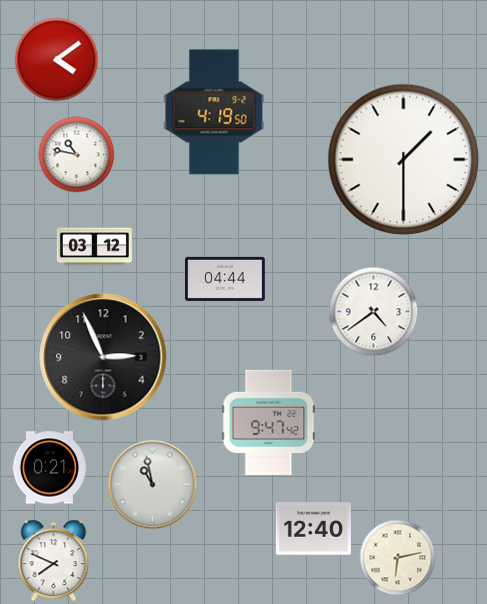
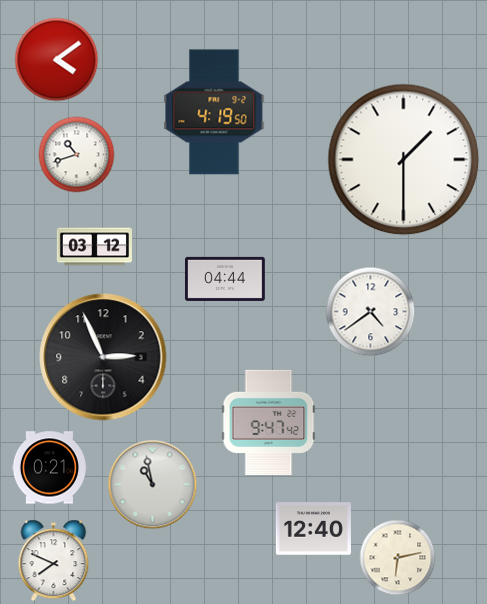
clock at (77, 155): 10:47 -> 10:42
clock at (374, 312) position: (374, 312) -> (371, 312)
